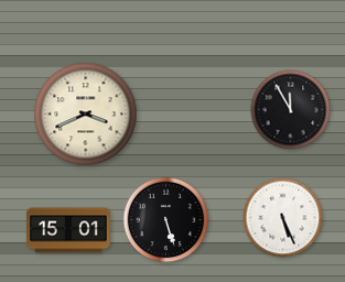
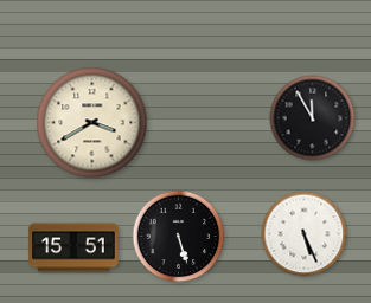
clock at (86, 115): 3:41 -> 3:40
clock at (68, 230): 15:01 -> 15:51
